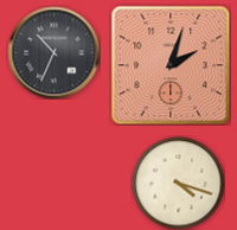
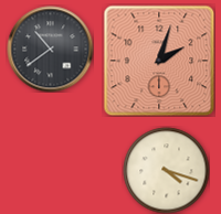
clock at (53, 52): 10:34 -> 10:39
